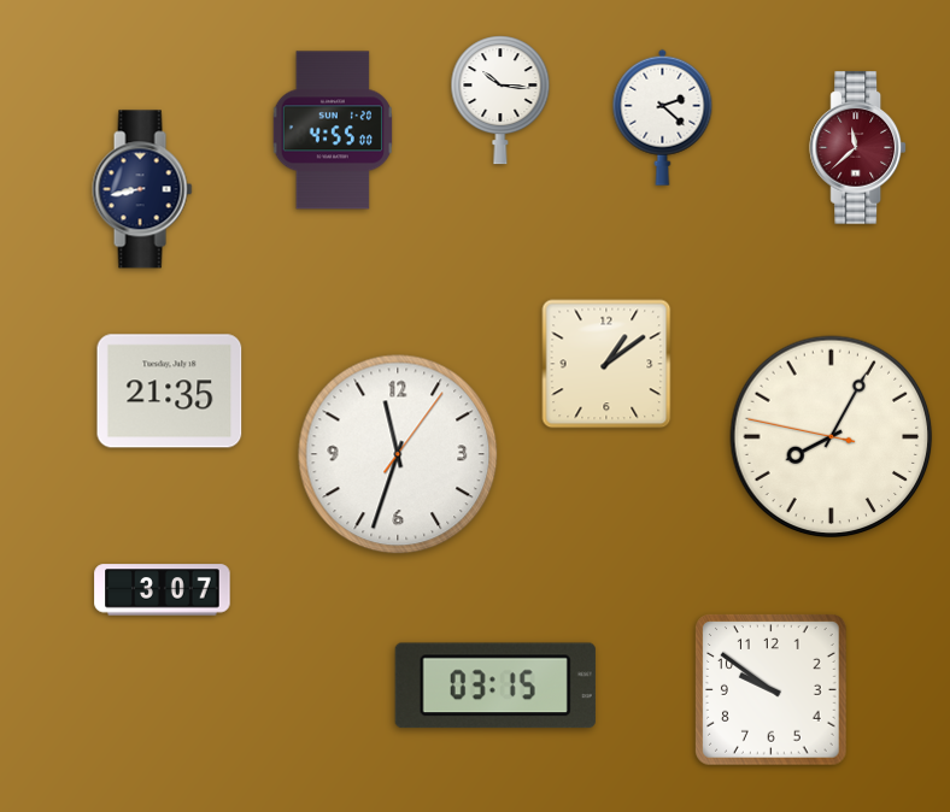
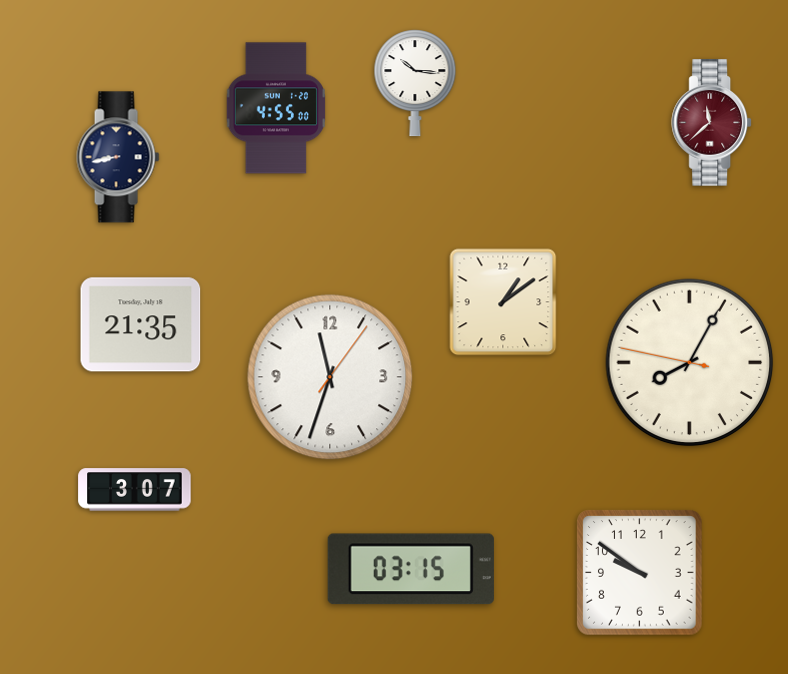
clock at (663, 117): 2:22 -> none
